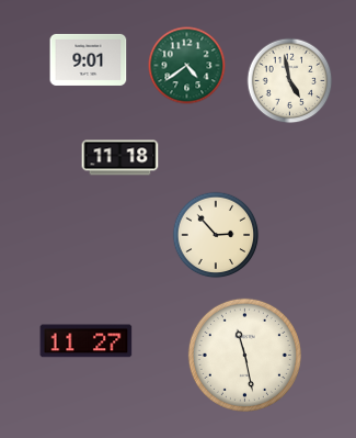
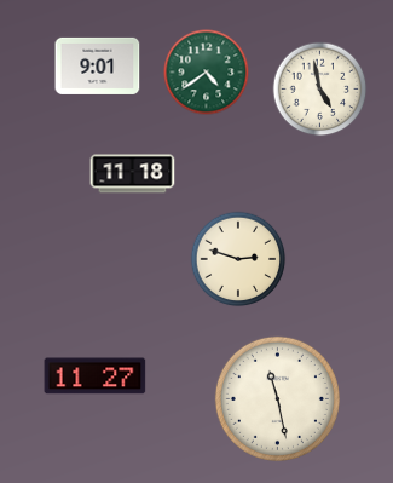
clock at (216, 235): 2:53 -> 2:48
clock at (244, 355) position: (244, 355) -> (277, 398)
